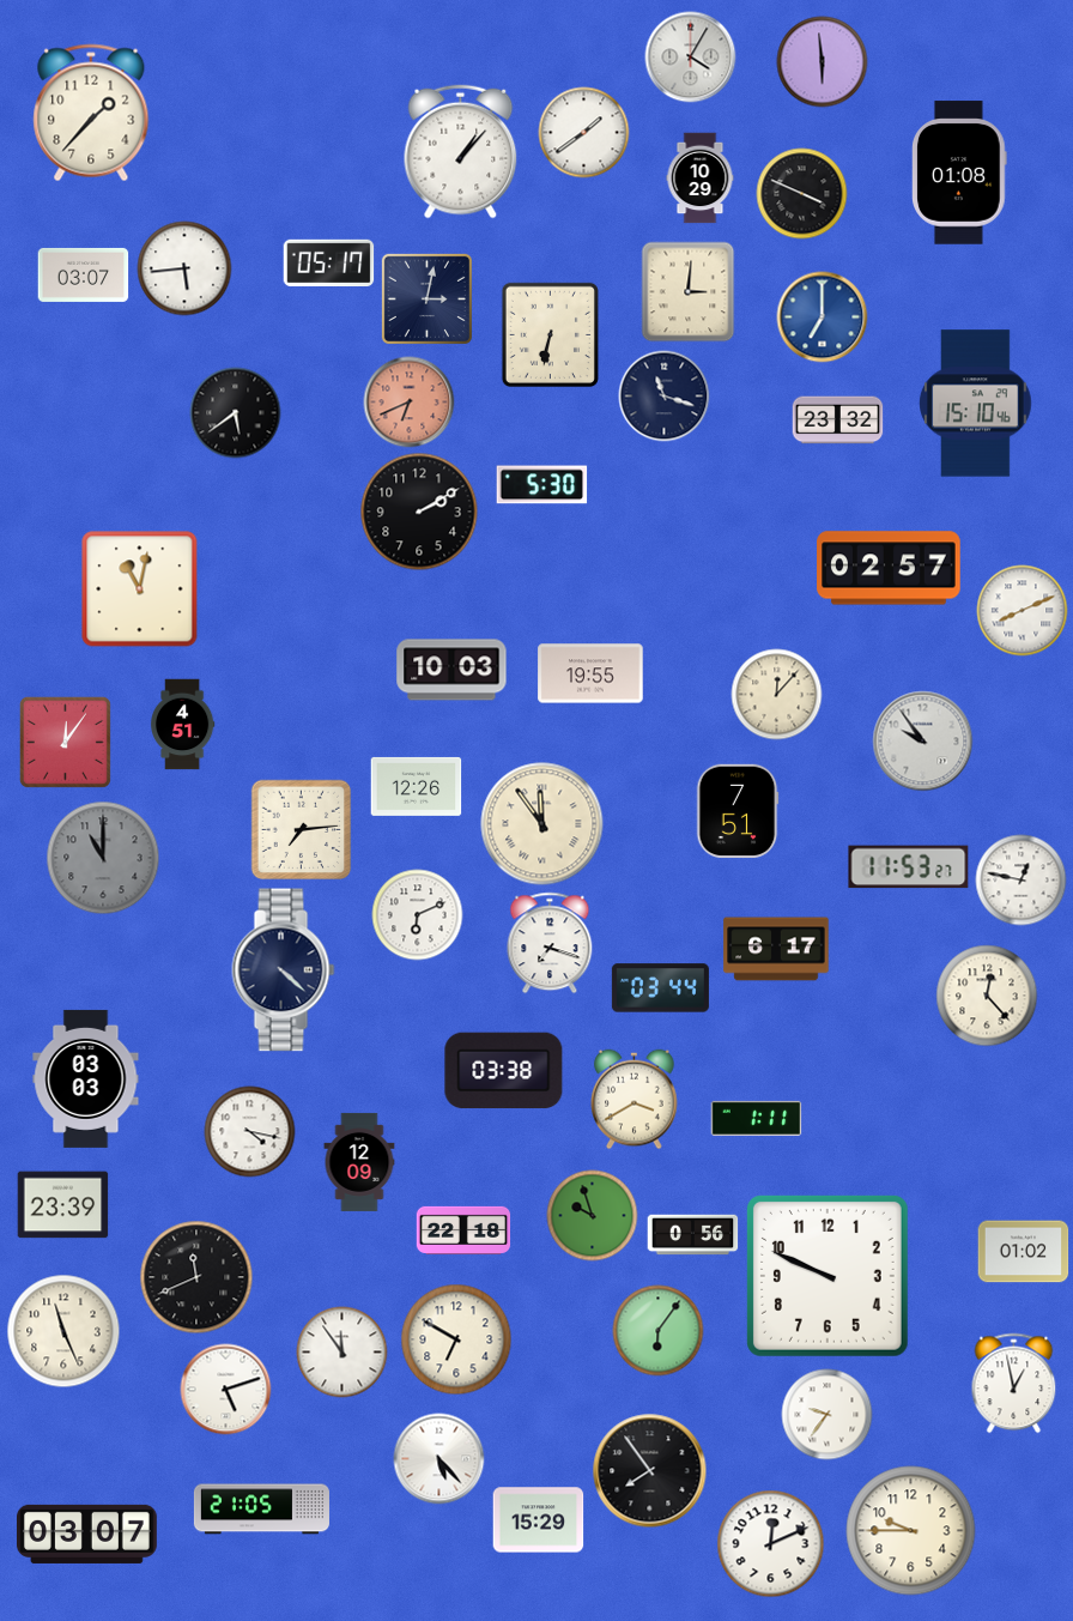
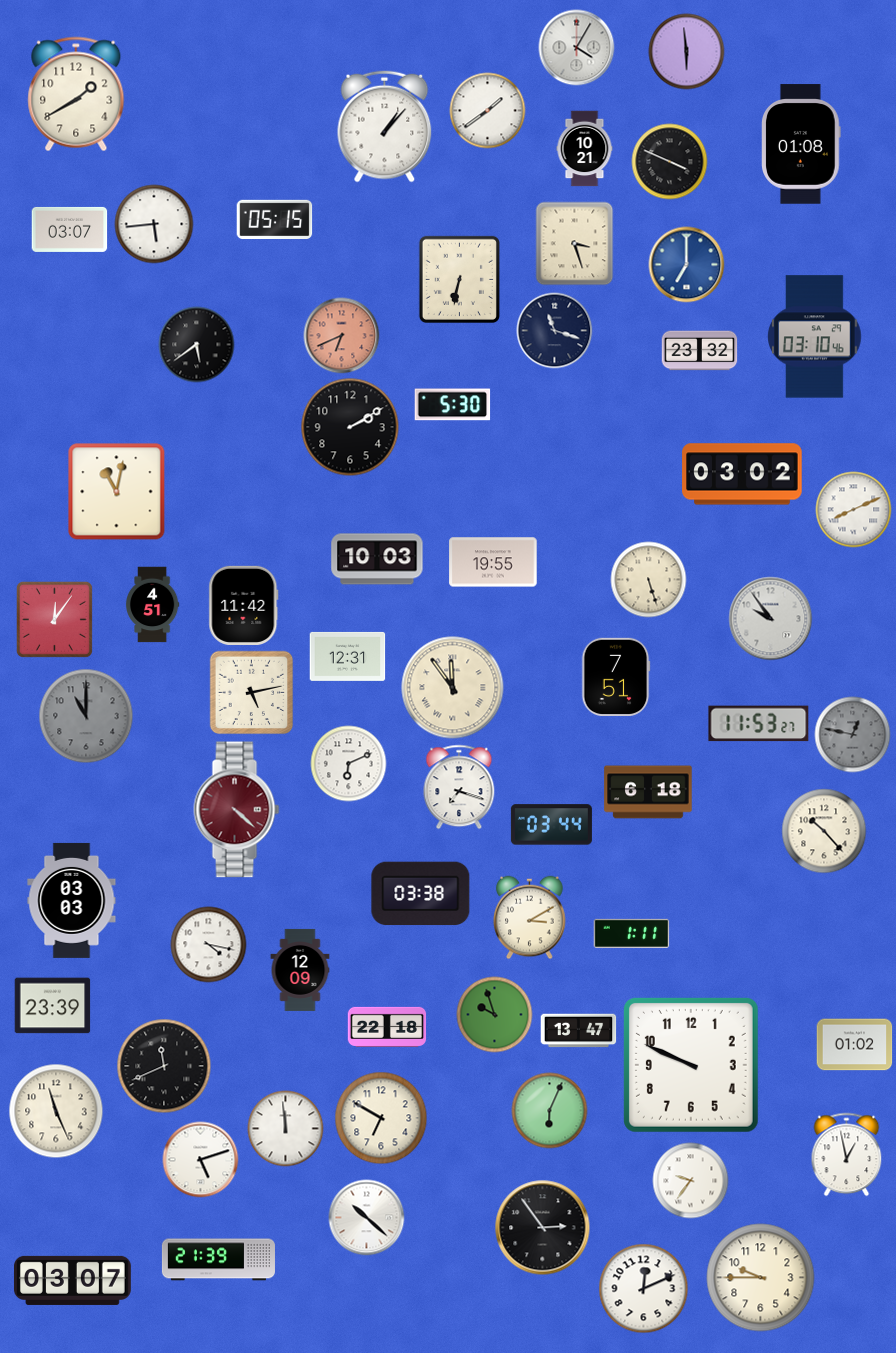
clock at (91, 113): 1:37 -> 1:40
clock at (701, 179): 10:29 -> 10:21
clock at (329, 262): 05:17 -> 05:15
clock at (689, 292): 3:01 -> 3:27
clock at (426, 298): 3:02 -> none
clock at (976, 404): 15:10 -> 03:10
clock at (889, 568): 02:57 -> 03:02
clock at (777, 695): 12:07 -> 5:27
clock at (244, 605): none -> 11:42
clock at (417, 786): 12:26 -> 12:31
clock at (302, 830): 7:14 -> 5:13
clock at (1022, 881) dial: white -> grey
clock at (776, 949): 6:17 -> 6:18
clock at (284, 970) dial: navy -> burgundy
clock at (987, 996): 12:23 -> 10:23
clock at (635, 1100): 3:40 -> 3:10
clock at (693, 1235): 0:56 -> 13:47
clock at (63, 1331) position: (63, 1331) -> (56, 1111)
clock at (659, 1331): 6:06 -> 6:04
clock at (342, 1353): 11:54 -> 11:59
clock at (226, 1390) position: (226, 1390) -> (201, 1160)
clock at (439, 1459): 5:23 -> 10:22
clock at (650, 1471): 7:54 -> 2:54
clock at (261, 1510): 21:05 -> 21:39
clock at (539, 1520): 15:29 -> none
